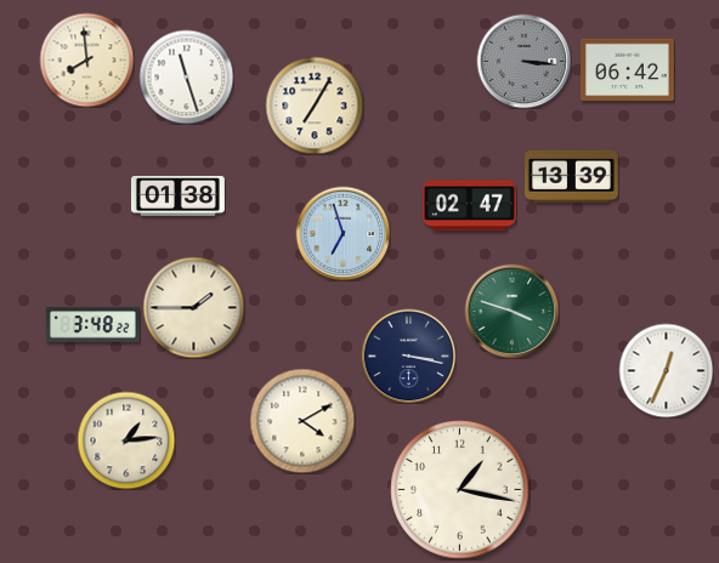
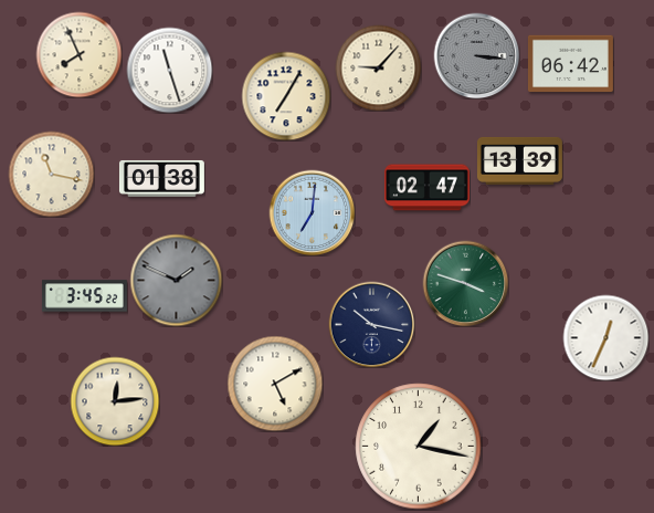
clock at (86, 59): 7:59 -> 7:56
clock at (378, 67): none -> 9:07
clock at (51, 174): none -> 11:17
clock at (342, 233): 6:57 -> 7:01
clock at (193, 307): 1:45 -> 1:49
clock at (193, 307) dial: cream -> grey
clock at (92, 325): 3:48 -> 3:45
clock at (408, 356): 3:17 -> 10:17
clock at (302, 421): 4:10 -> 5:10
clock at (126, 440): 1:14 -> 12:14
